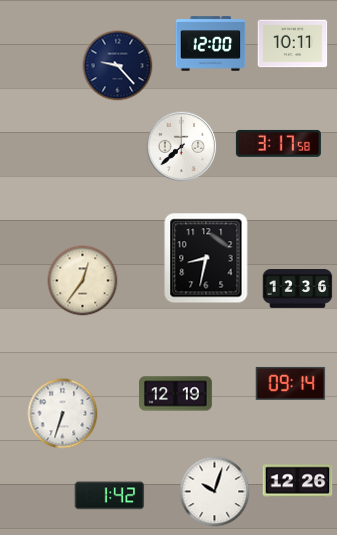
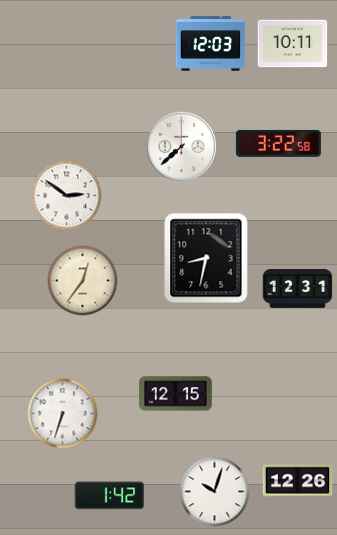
clock at (211, 44): 12:00 -> 12:03
clock at (118, 66): 9:23 -> none
clock at (278, 143): 3:17 -> 3:22
clock at (67, 196): none -> 2:51
clock at (298, 289): 12:36 -> 12:31
clock at (291, 383): 09:14 -> none
clock at (176, 394): 12:19 -> 12:15
